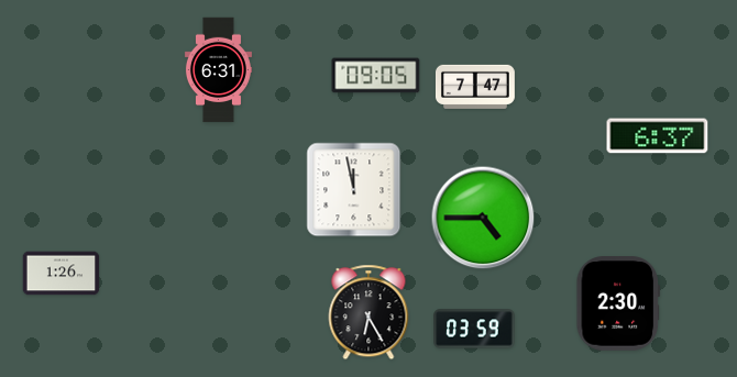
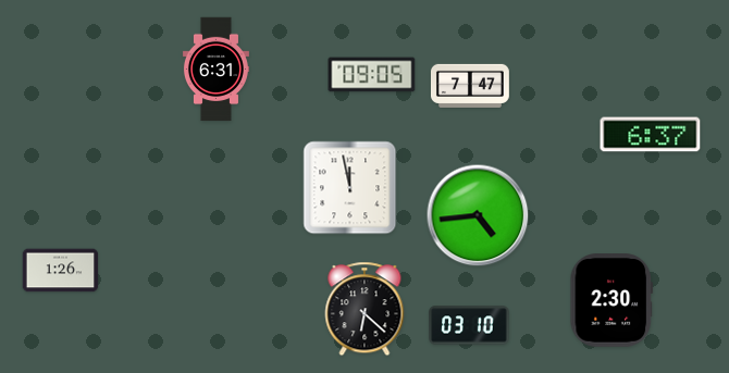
clock at (483, 218): 4:45 -> 4:44
clock at (369, 312): 6:25 -> 6:22
clock at (474, 329): 03:59 -> 03:10
